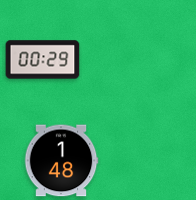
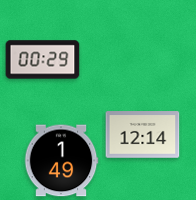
clock at (143, 135): none -> 12:14
clock at (61, 161): 1:48 -> 1:49
